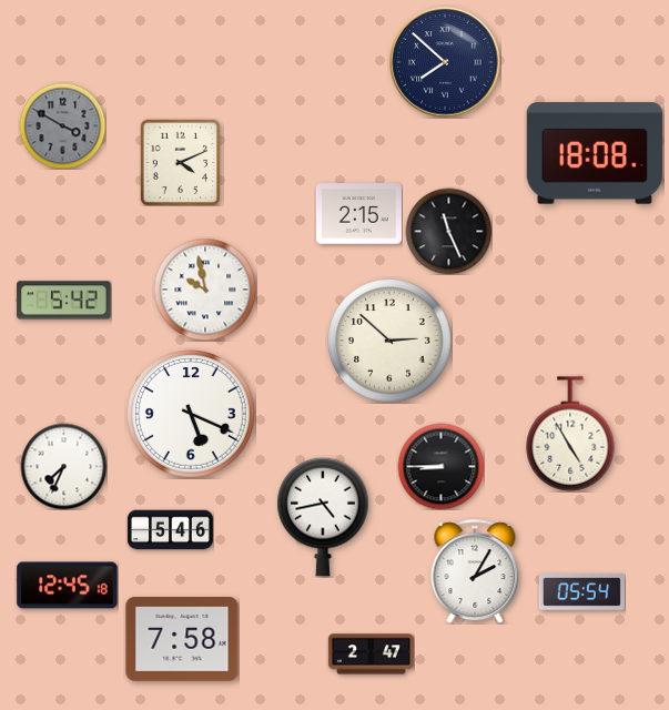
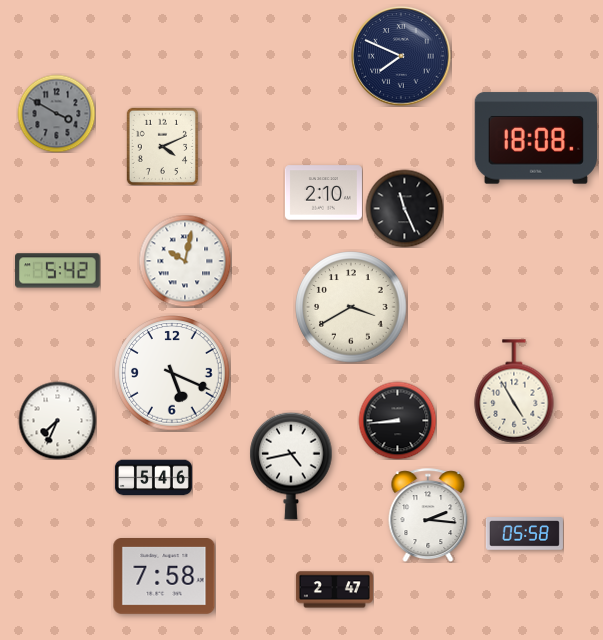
clock at (445, 62): 7:52 -> 7:49
clock at (358, 214): 2:15 -> 2:10
clock at (205, 290): 9:58 -> 10:02
clock at (389, 341): 2:52 -> 3:40
clock at (440, 466): 8:45 -> 8:44
clock at (475, 571): 2:05 -> 2:16
clock at (68, 586): 12:45 -> none
clock at (581, 592): 05:54 -> 05:58
